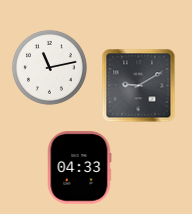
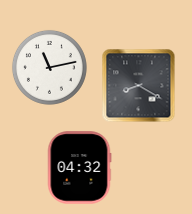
clock at (139, 86): 9:10 -> 8:20
clock at (79, 168): 04:33 -> 04:32
